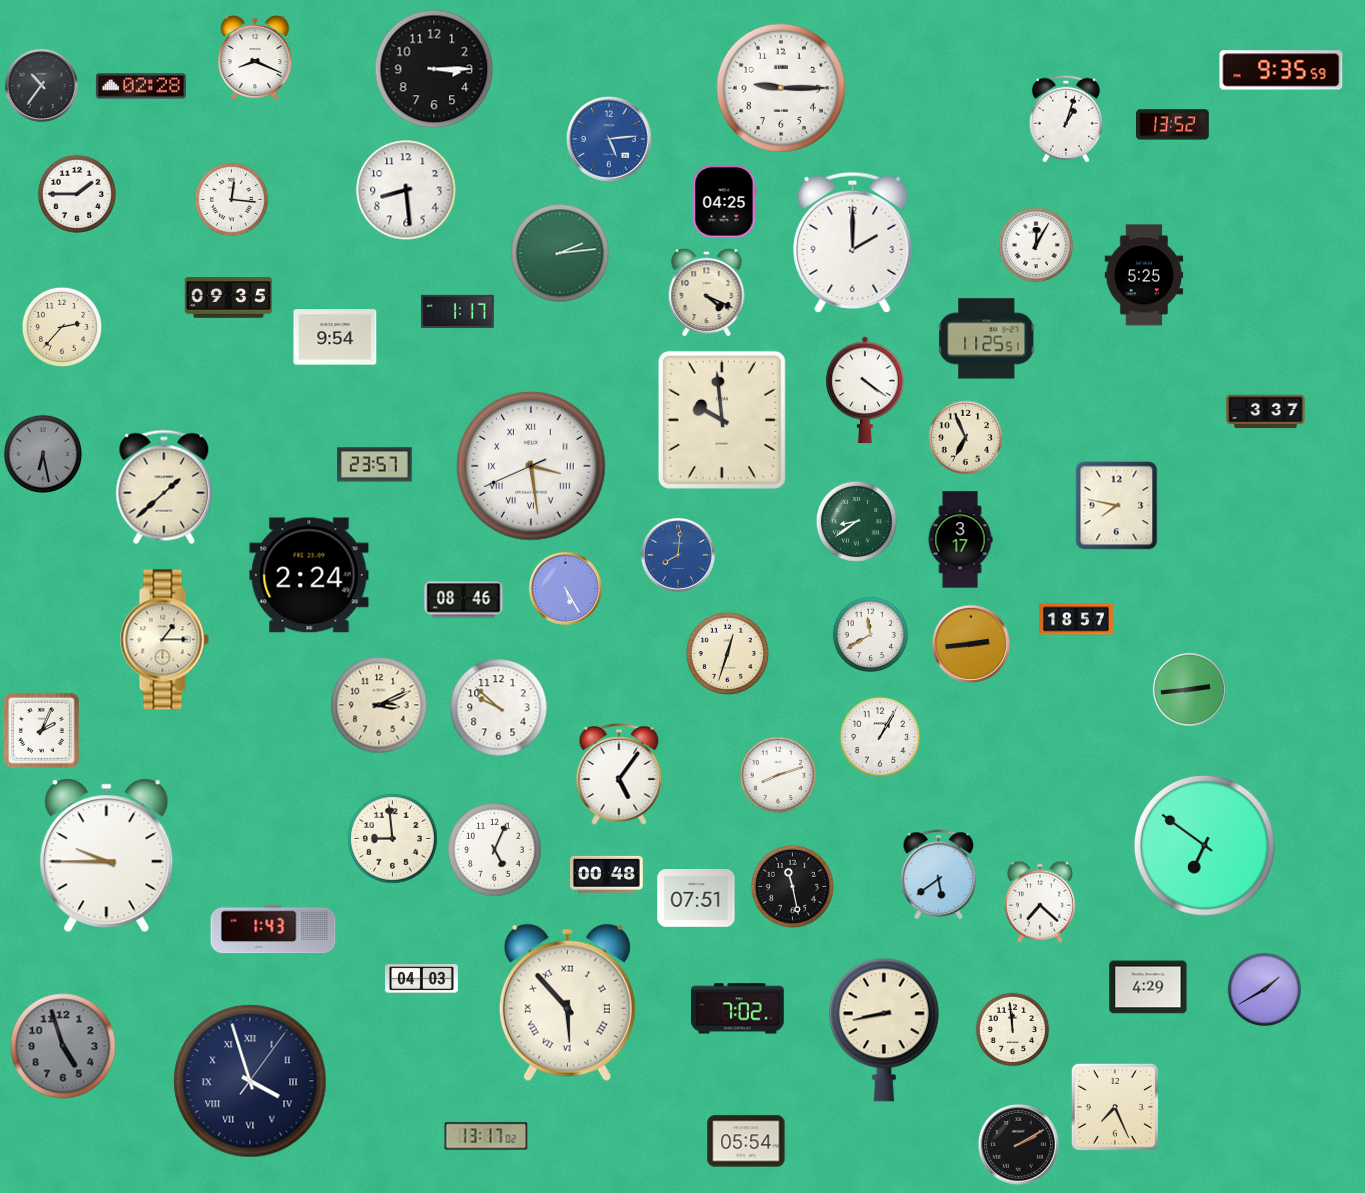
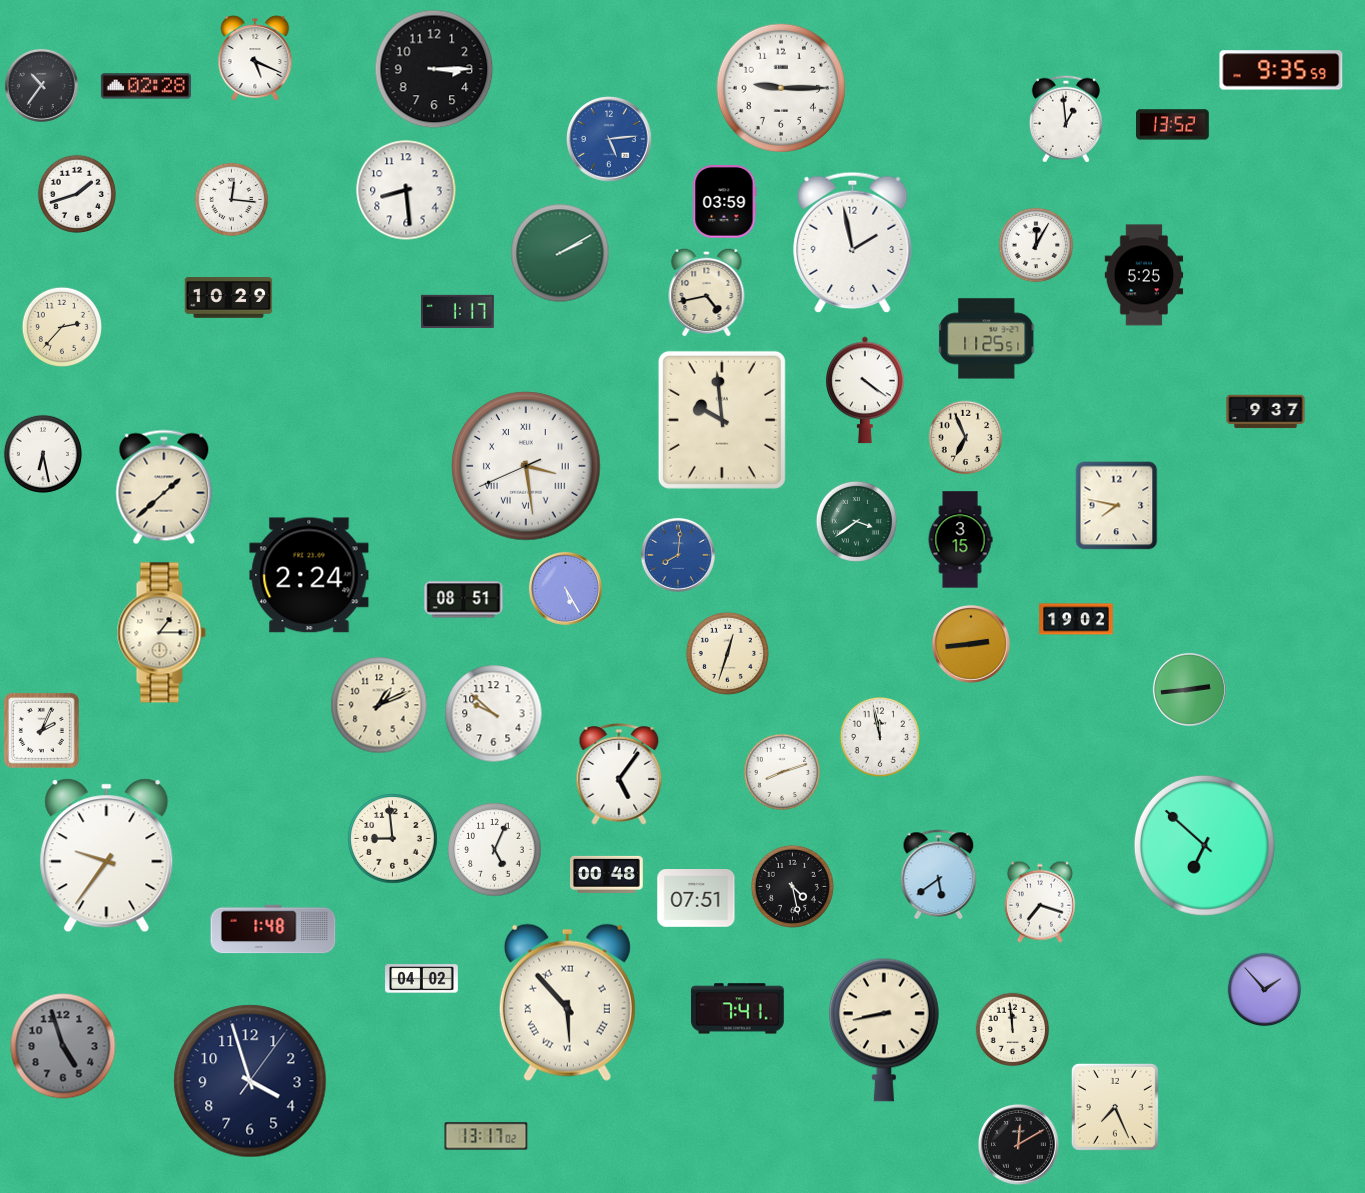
clock at (255, 58): 8:19 -> 5:19
clock at (141, 86) position: (141, 86) -> (146, 86)
clock at (1066, 119): 1:03 -> 12:59
clock at (76, 193): 1:45 -> 1:42
clock at (724, 202): 04:25 -> 03:59
clock at (853, 243): 2:00 -> 1:58
clock at (560, 253): 2:14 -> 2:10
clock at (707, 292): 4:19 -> 4:43
clock at (229, 298): 09:35 -> 10:29
clock at (335, 337): 9:54 -> none
clock at (1266, 412): 3:37 -> 9:37
clock at (42, 453) dial: grey -> white
clock at (375, 465): 23:57 -> none
clock at (531, 466) position: (531, 466) -> (526, 466)
clock at (856, 521): 8:39 -> 3:39
clock at (960, 540): 3:17 -> 3:15
clock at (464, 600): 08:46 -> 08:51
clock at (1076, 619): 18:57 -> 19:02
clock at (871, 635): 11:40 -> none
clock at (164, 640) position: (164, 640) -> (161, 633)
clock at (379, 705): 3:11 -> 1:11
clock at (499, 708) position: (499, 708) -> (494, 714)
clock at (880, 737): 1:05 -> 11:58
clock at (778, 775) position: (778, 775) -> (782, 772)
clock at (1204, 845): 6:51 -> 6:52
clock at (107, 856): 9:45 -> 9:36
clock at (792, 886): 11:28 -> 4:28
clock at (1040, 902): 7:22 -> 7:18
clock at (273, 929): 1:43 -> 1:48
clock at (422, 979): 04:03 -> 04:02
clock at (1148, 987): 4:29 -> none
clock at (1265, 990): 1:40 -> 1:53
clock at (737, 1009): 7:02 -> 7:41
clock at (250, 1081) numerals: Roman -> Arabic
clock at (746, 1141): 05:54 -> none
clock at (1019, 1145): 2:10 -> 12:10
